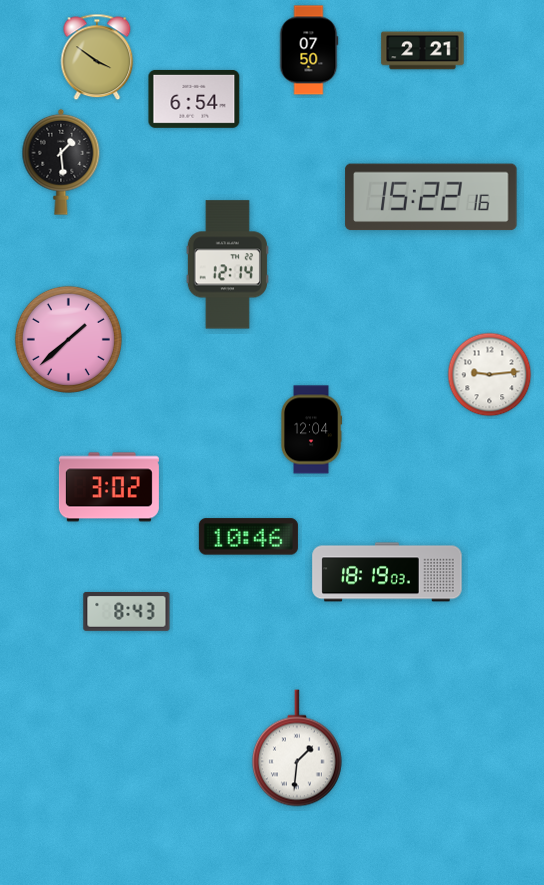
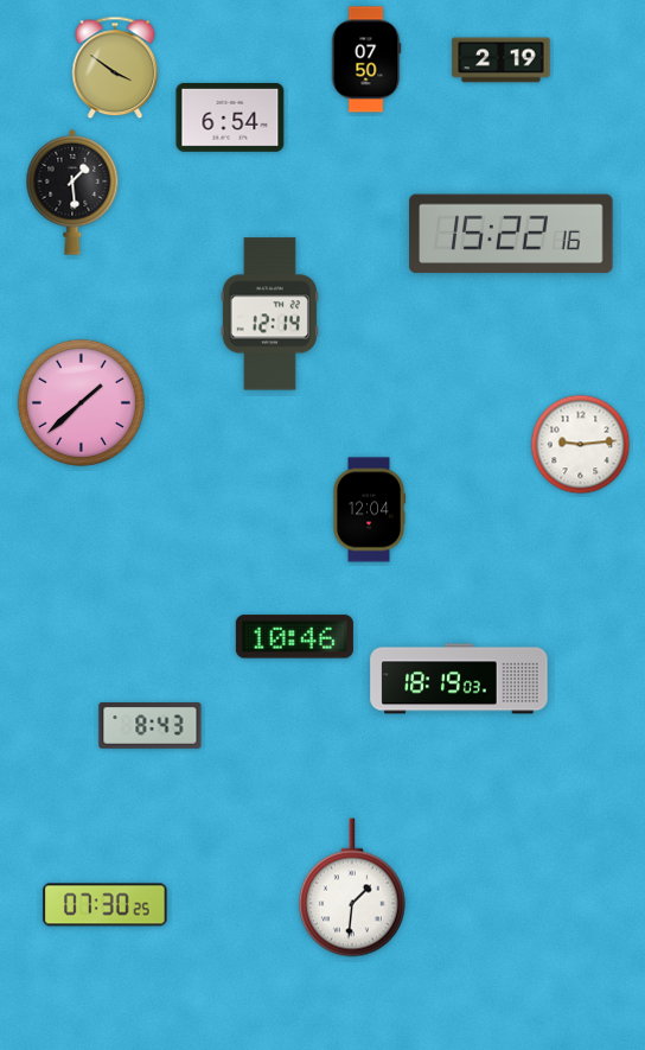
clock at (423, 51): 2:21 -> 2:19
clock at (109, 487): 3:02 -> none
clock at (106, 905): none -> 07:30
